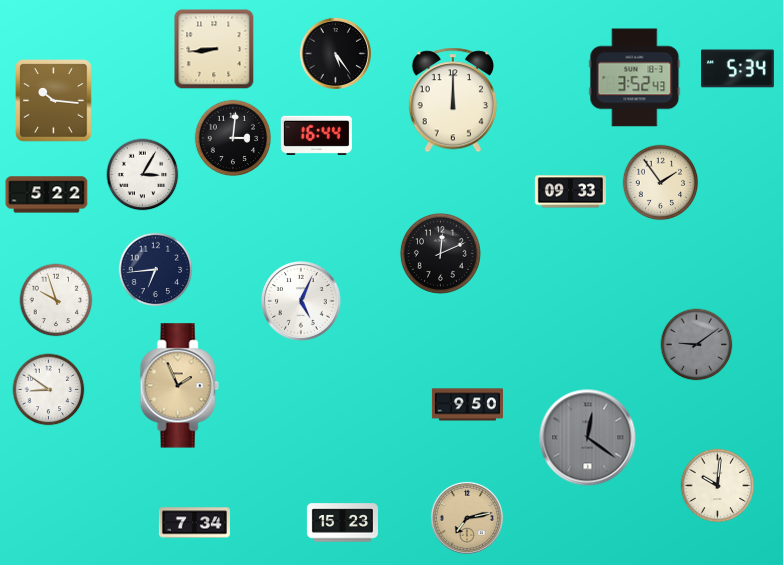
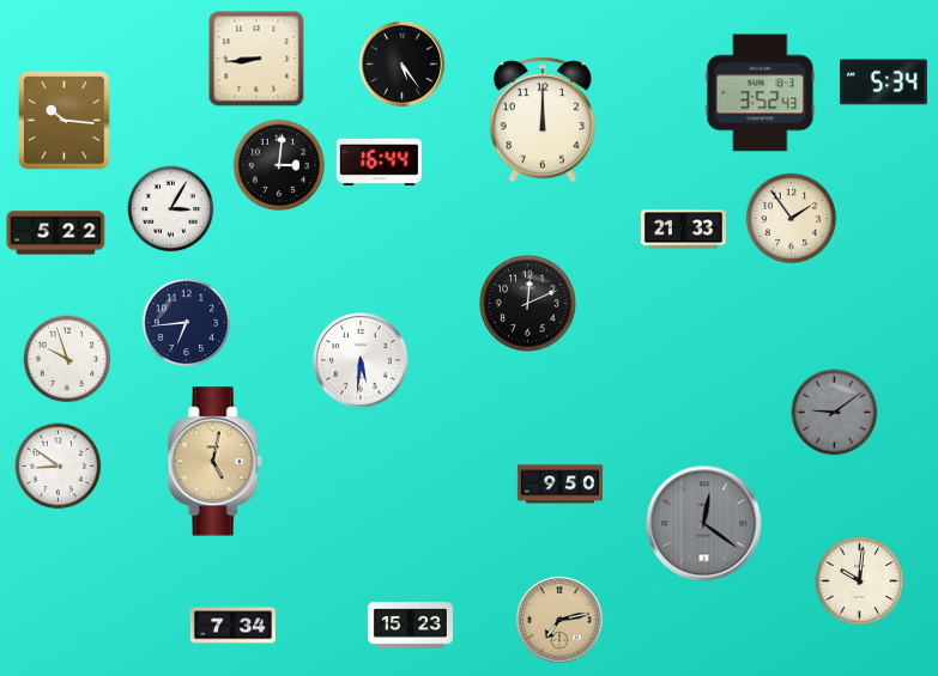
clock at (570, 192): 09:33 -> 21:33
clock at (301, 301): 5:04 -> 5:31
clock at (179, 386): 1:56 -> 5:02
